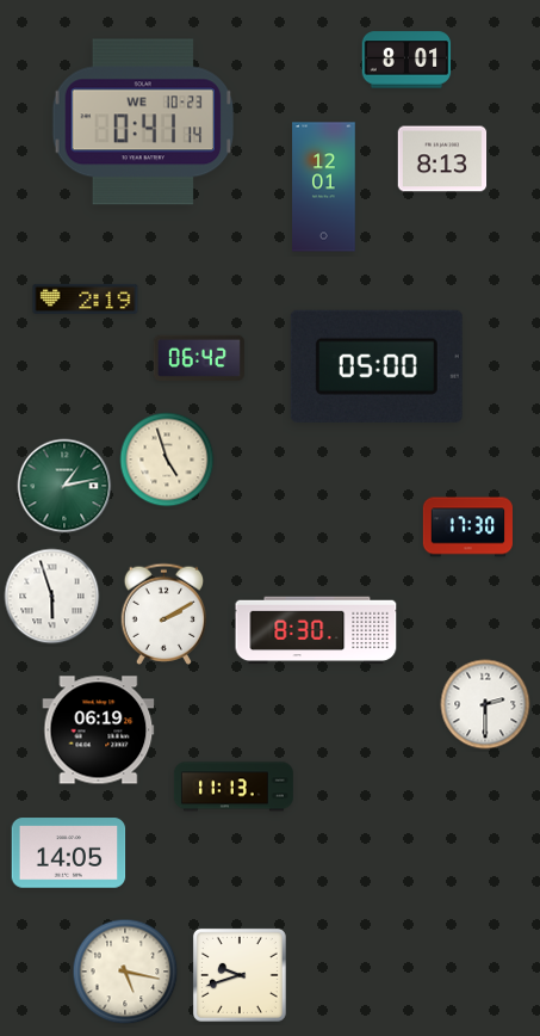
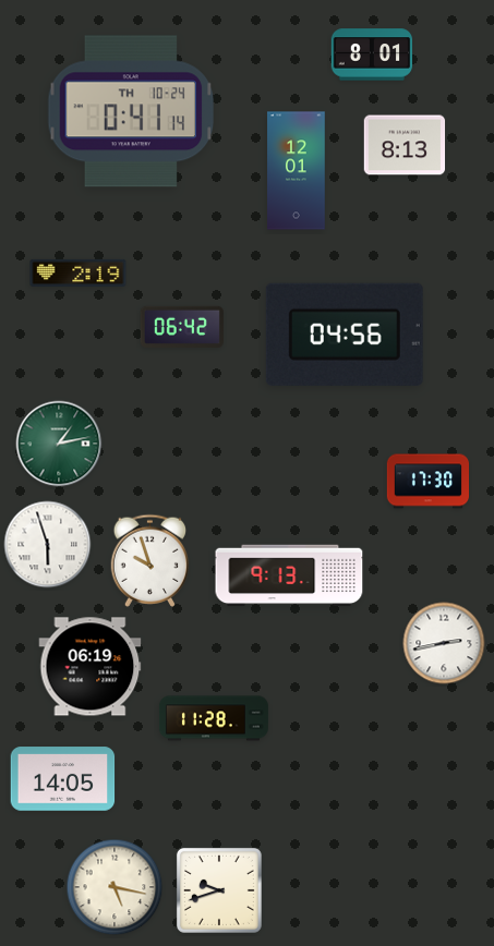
clock at (143, 122) date: WE 10-23 -> TH 10-24
clock at (377, 366): 05:00 -> 04:56
clock at (167, 460): 4:57 -> none
clock at (165, 613): 2:10 -> 9:57
clock at (316, 630): 8:30 -> 9:13
clock at (485, 704): 2:30 -> 2:43
clock at (234, 787): 11:13 -> 11:28
